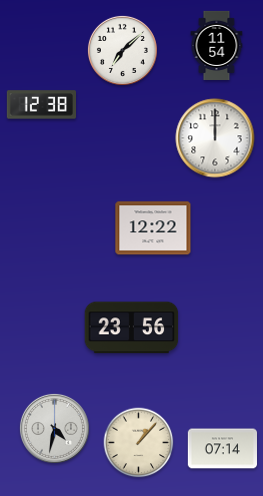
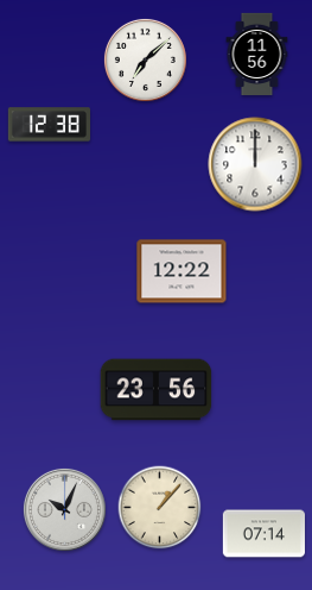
clock at (217, 45): 11:54 -> 11:56
clock at (54, 428): 4:32 -> 10:04
clock at (139, 443) position: (139, 443) -> (160, 508)
